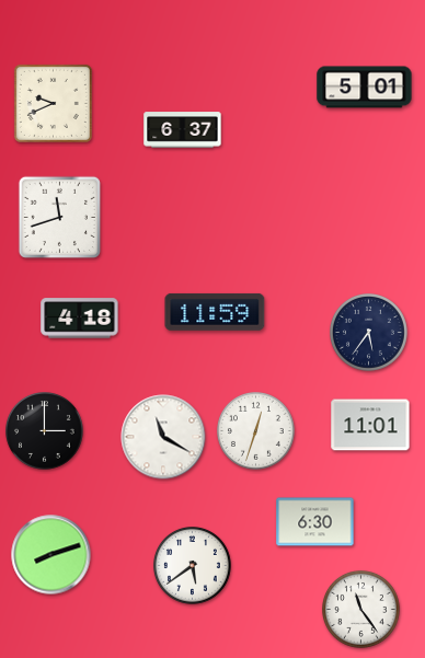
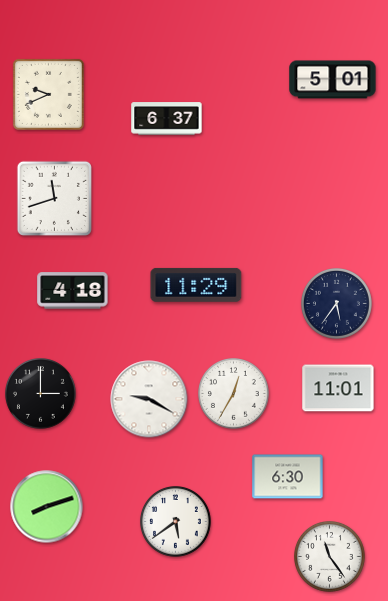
clock at (215, 312): 11:59 -> 11:29
clock at (256, 431): 12:33 -> 12:35
clock at (163, 437): 11:20 -> 9:20
clock at (193, 566) position: (193, 566) -> (176, 522)
